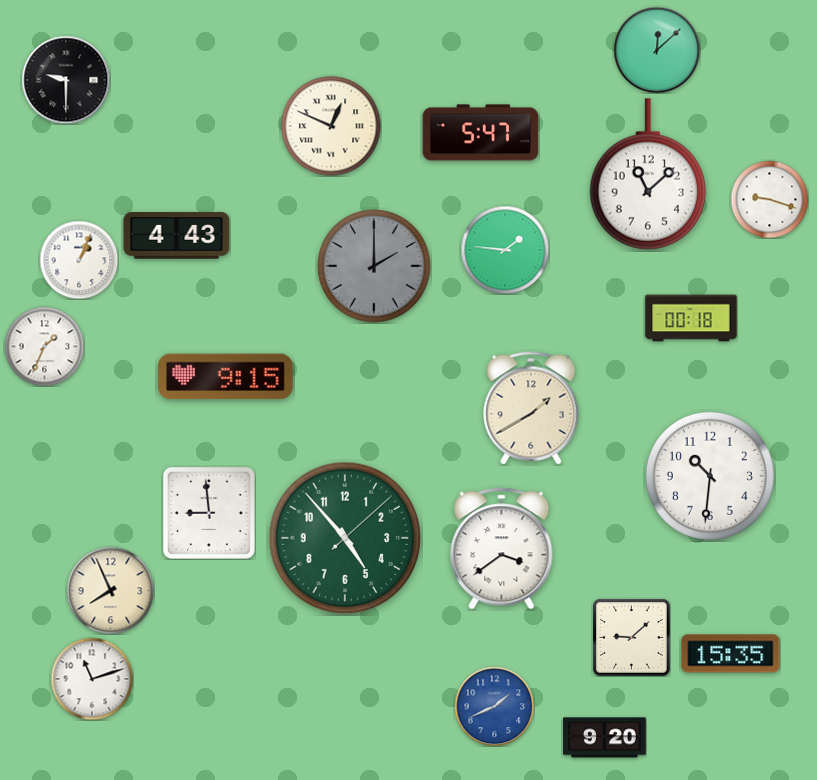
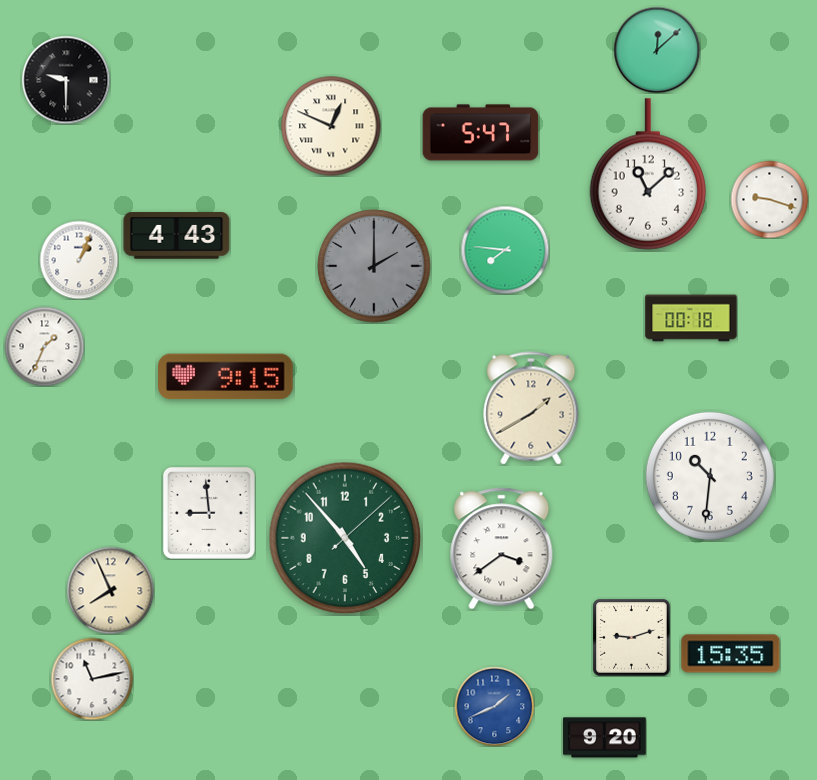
clock at (505, 250): 1:46 -> 7:46
clock at (631, 637): 9:08 -> 9:12
clock at (92, 679): 11:12 -> 11:13
